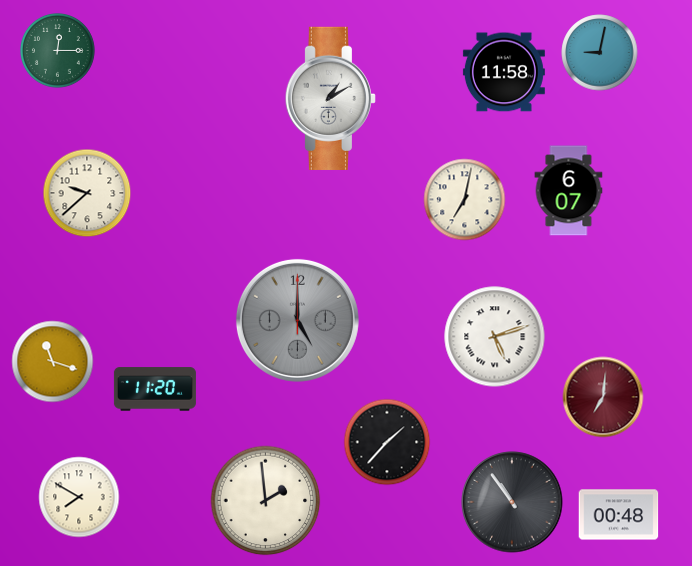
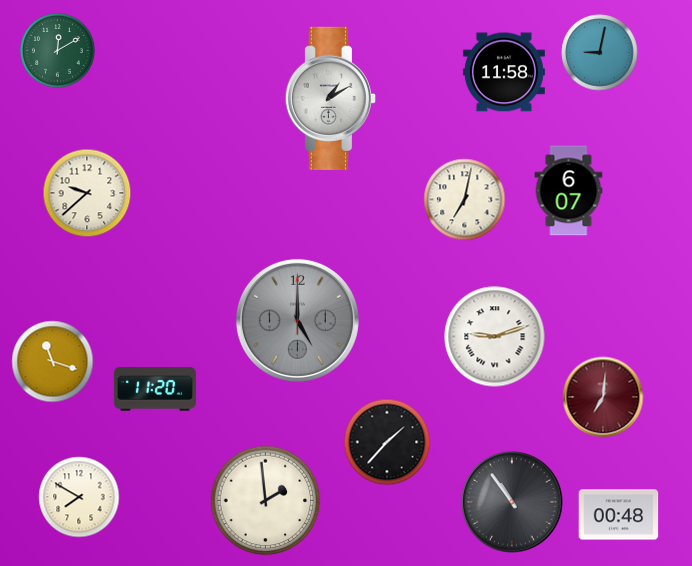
clock at (58, 51): 12:15 -> 12:10
clock at (495, 337): 5:12 -> 9:12
